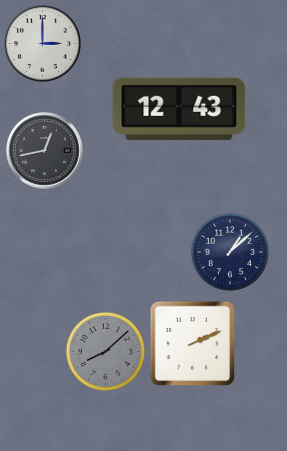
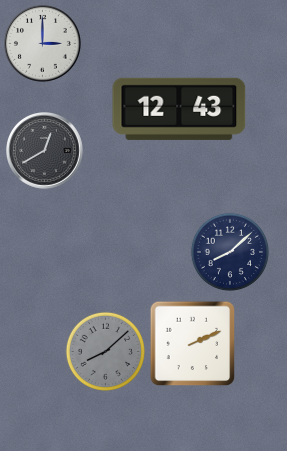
clock at (45, 151): 12:43 -> 12:40
clock at (230, 252): 1:08 -> 8:08
